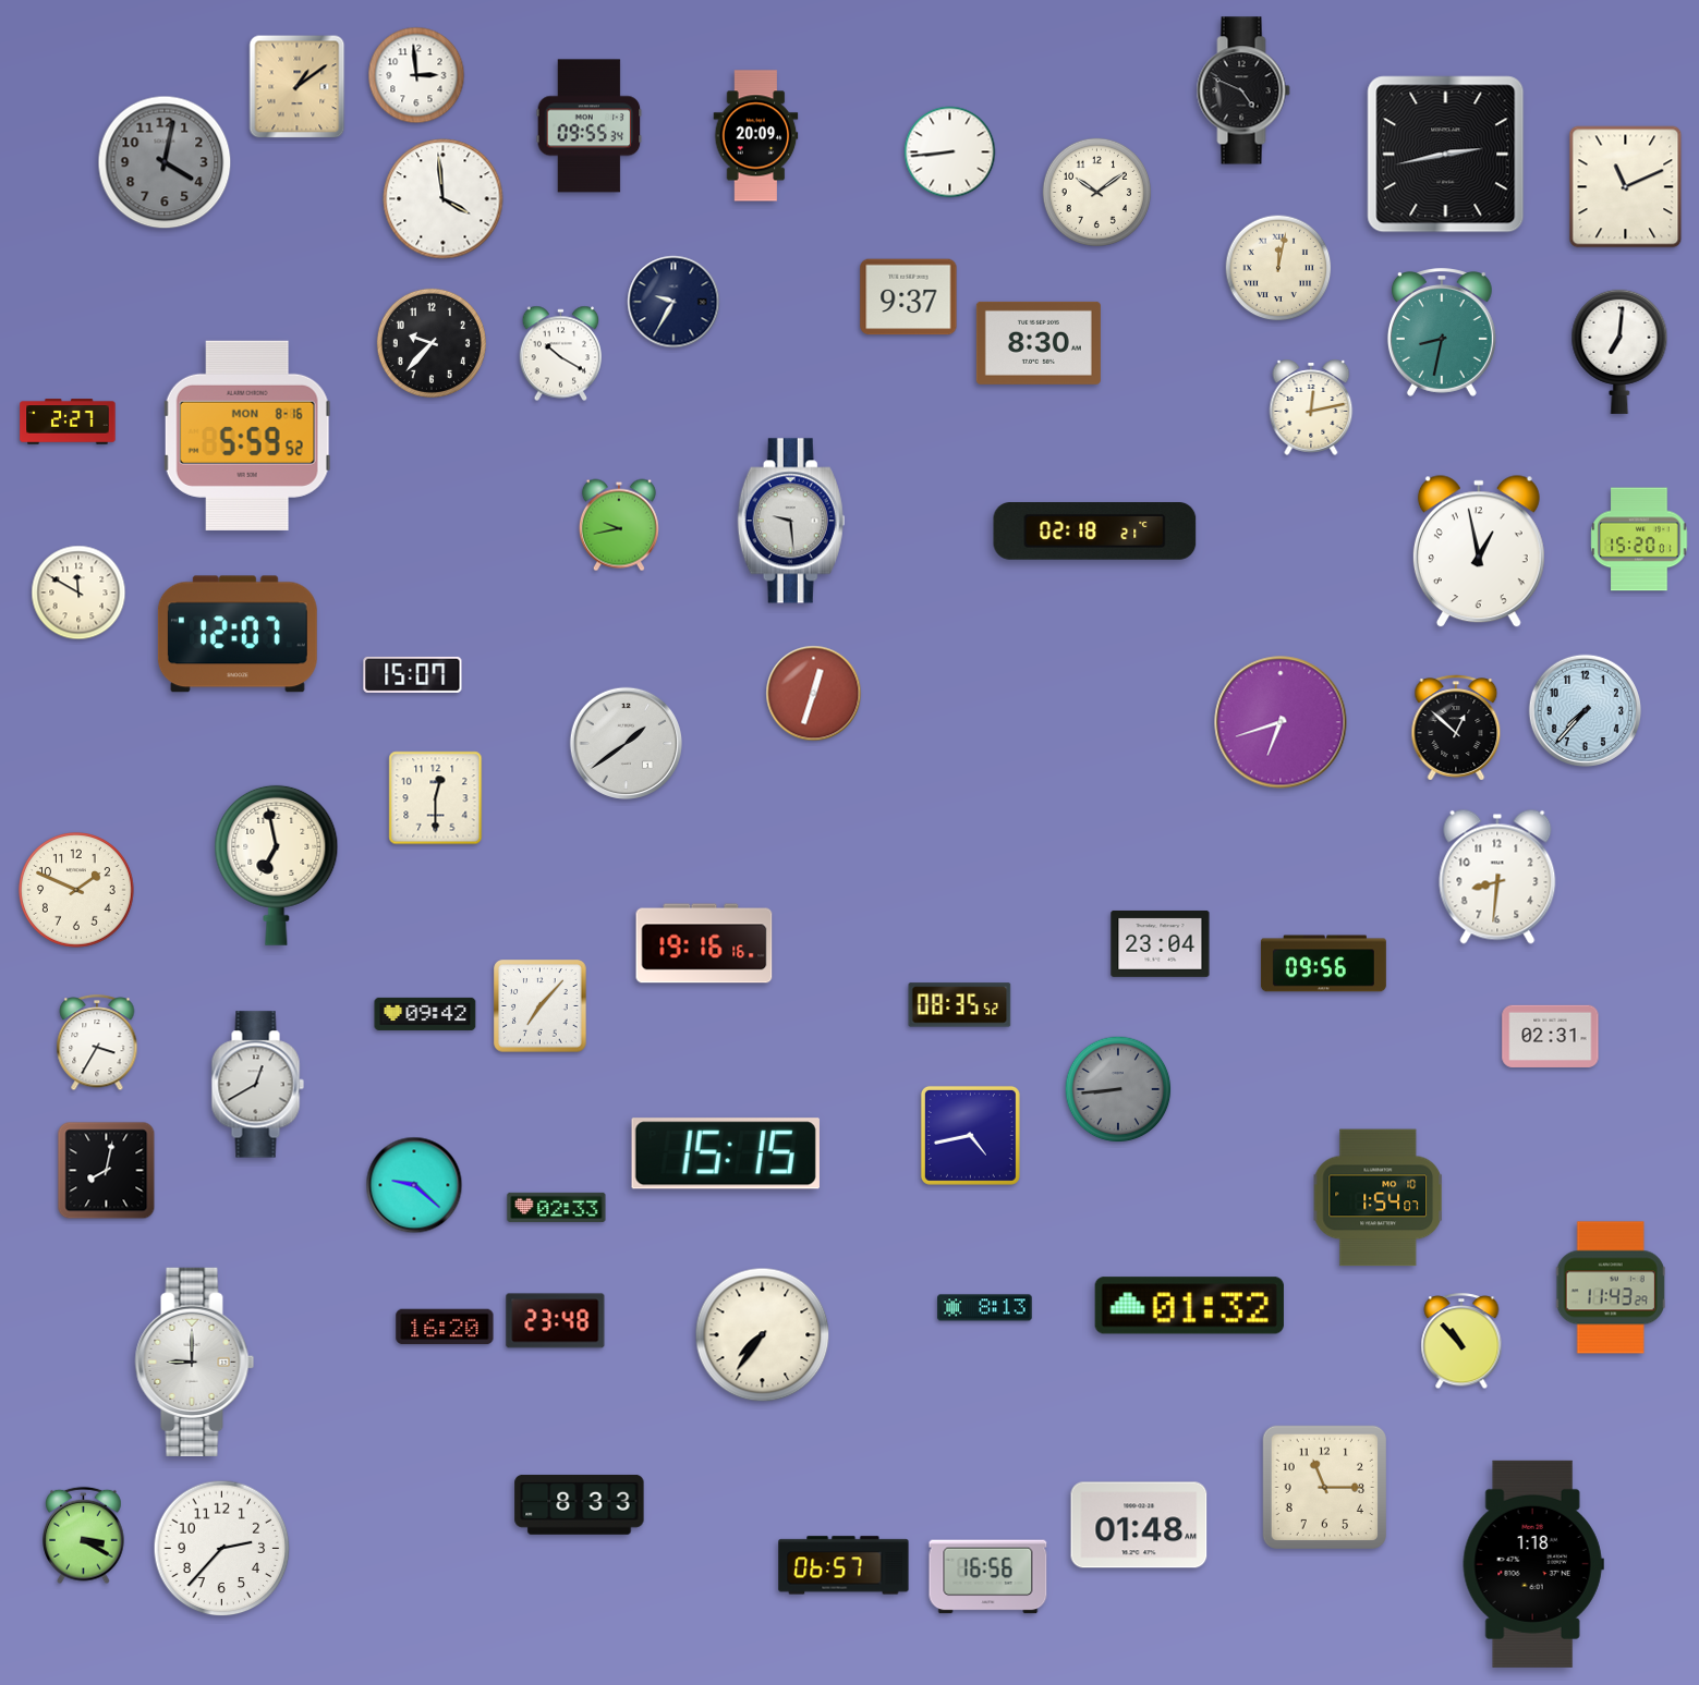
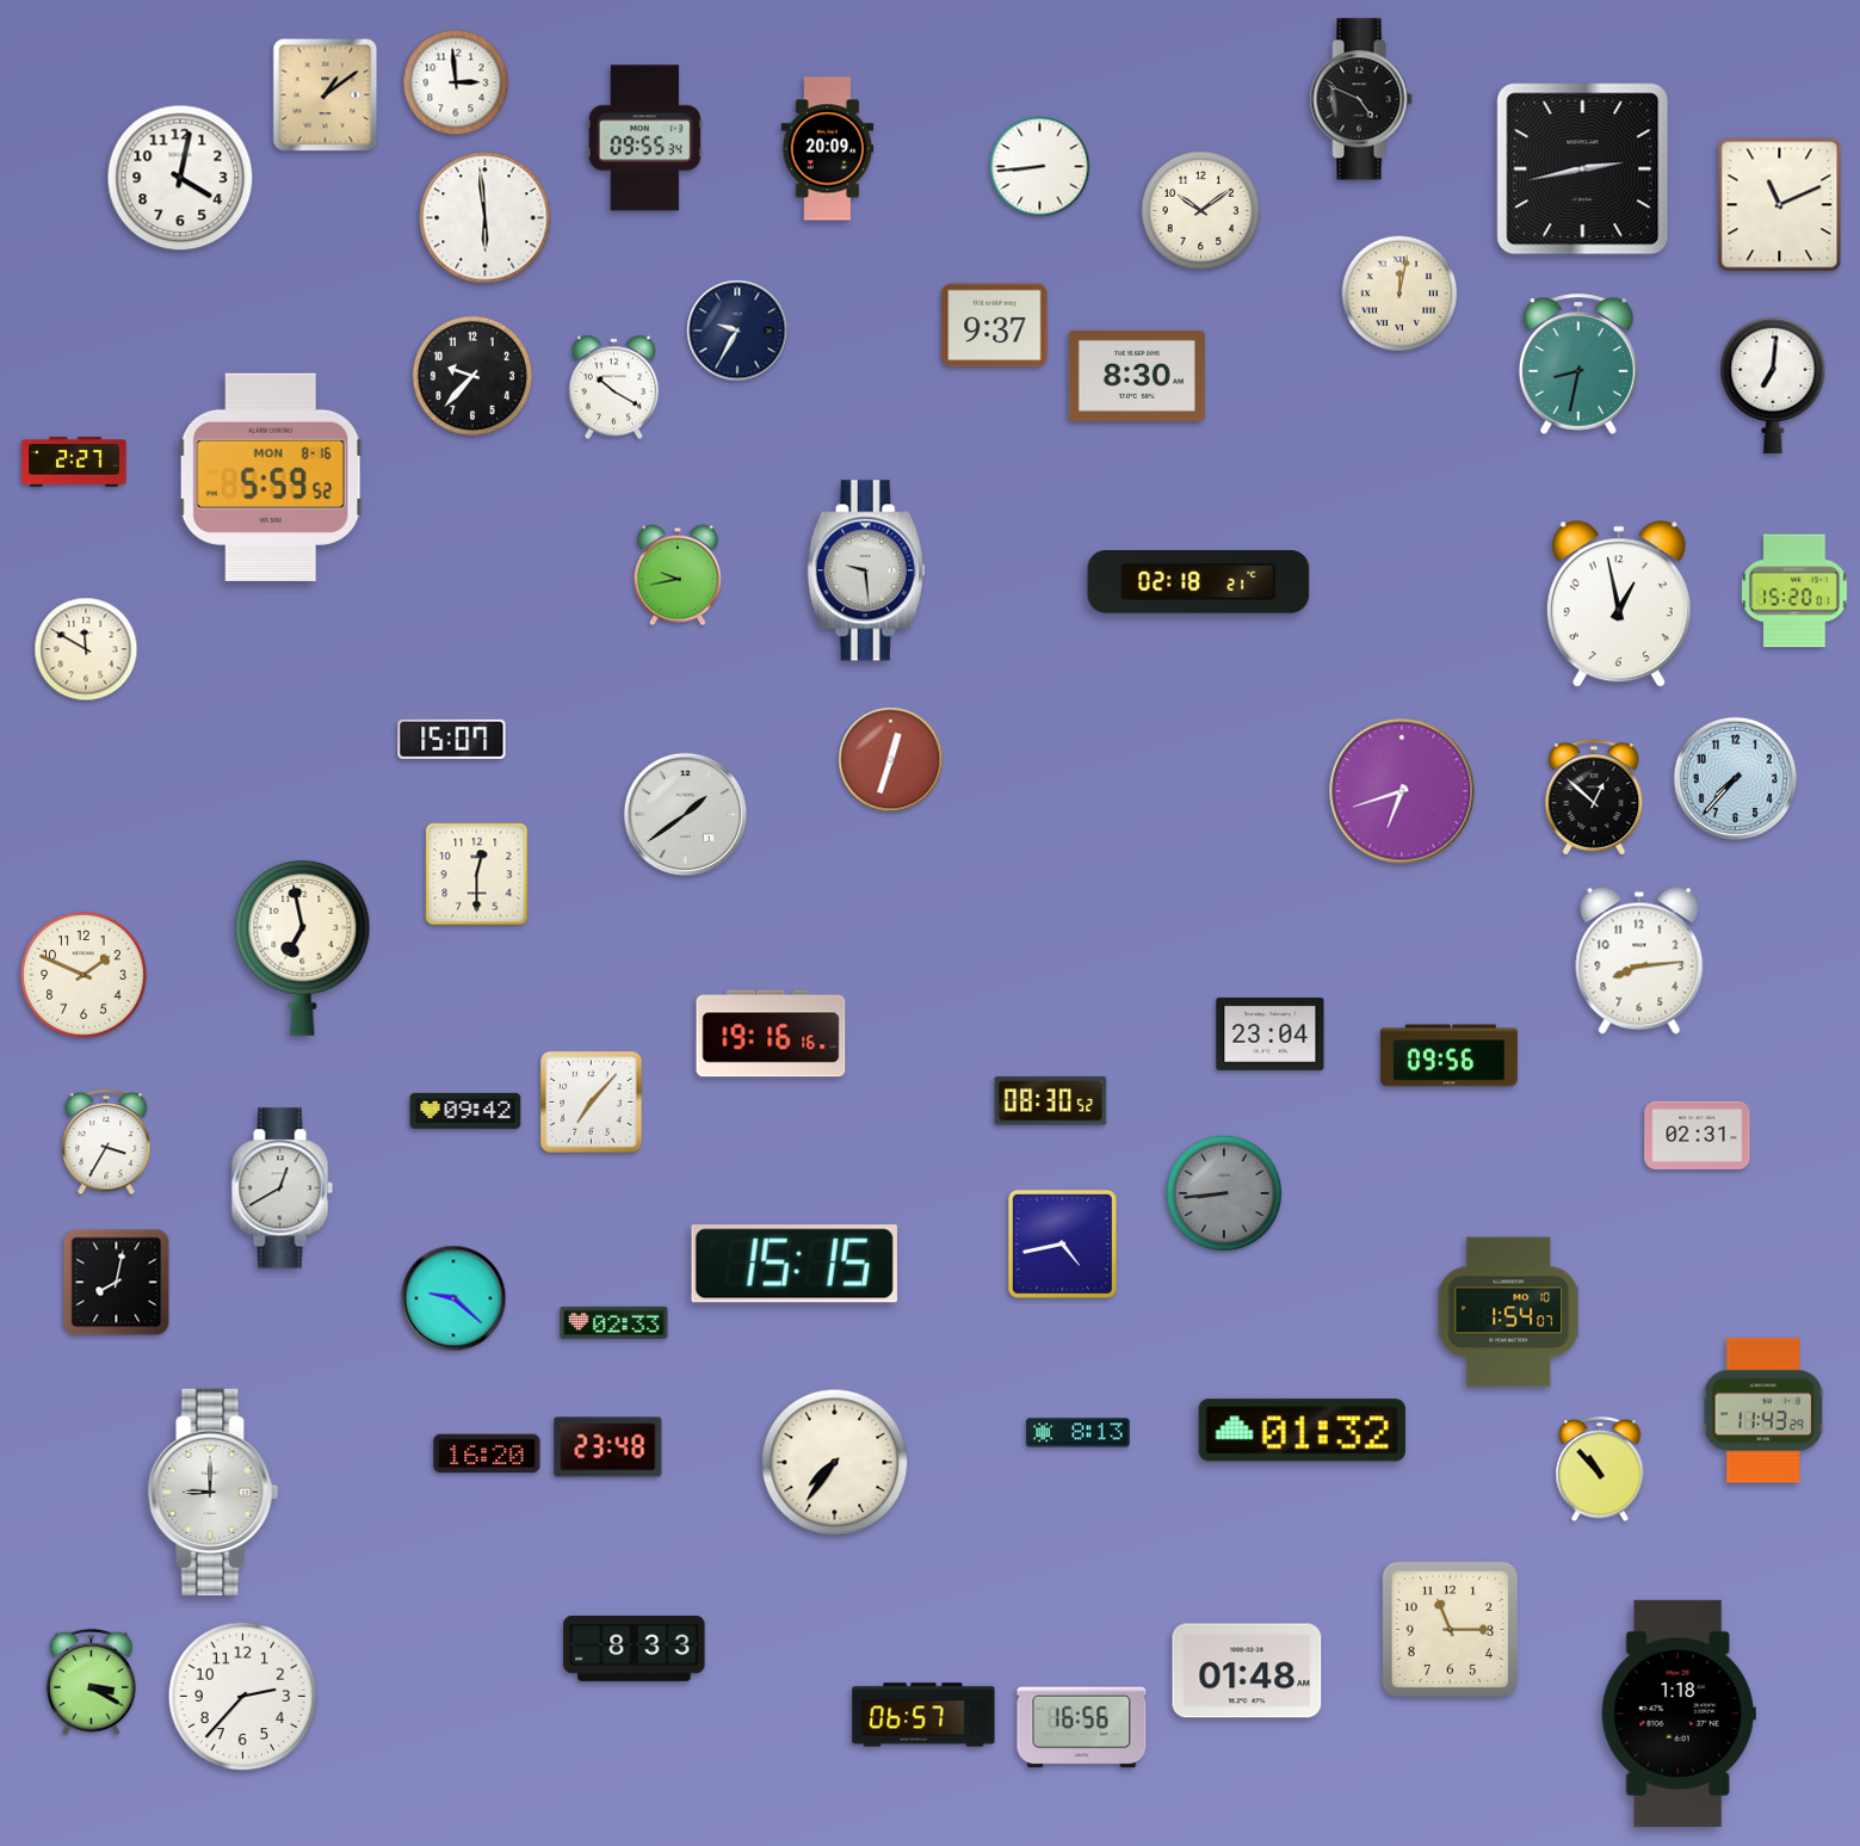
clock at (165, 162) dial: grey -> white
clock at (444, 199): 3:59 -> 5:59
clock at (1311, 407): 12:13 -> none
clock at (238, 634): 12:07 -> none
clock at (1497, 877): 8:31 -> 8:14
clock at (960, 1005): 08:35 -> 08:30
clock at (557, 1207) position: (557, 1207) -> (614, 1322)
